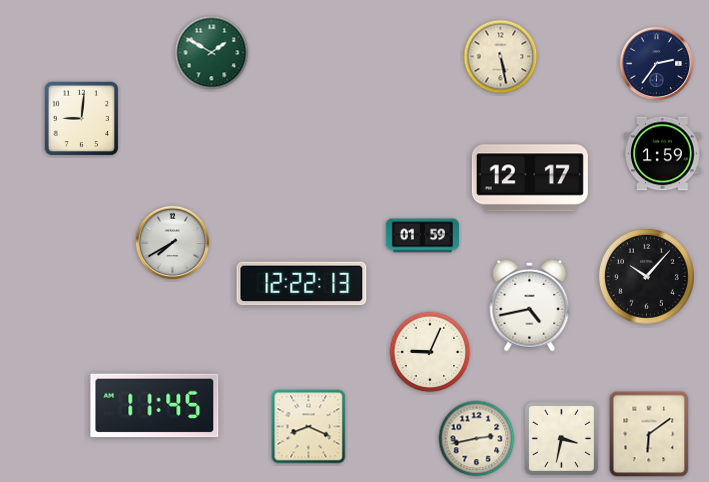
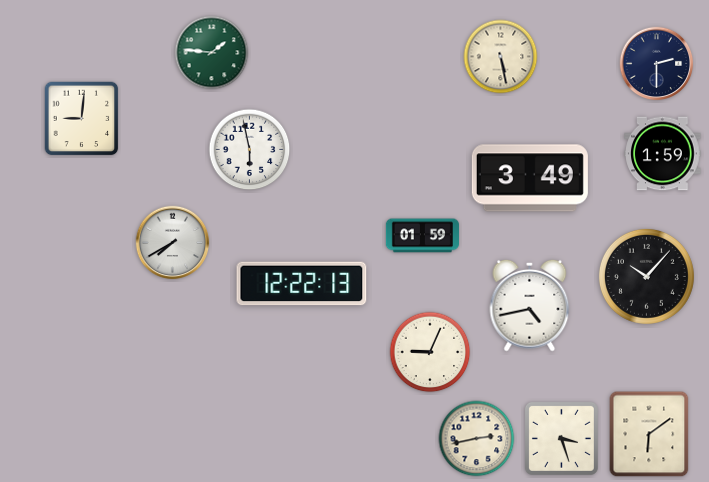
clock at (212, 53): 1:50 -> 1:46
clock at (657, 64): 2:36 -> 2:30
clock at (250, 150): none -> 5:58
clock at (530, 178): 12:17 -> 3:49
clock at (155, 406): 11:45 -> none
clock at (309, 427): 8:19 -> none
clock at (561, 438): 3:32 -> 3:27
